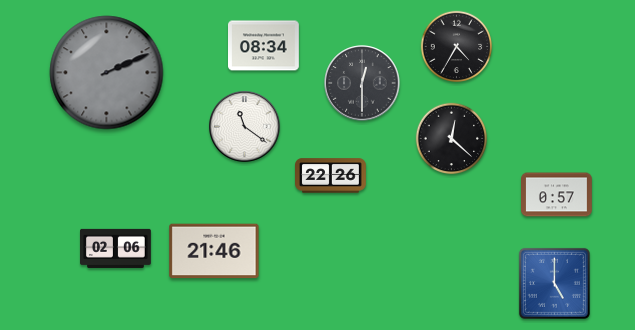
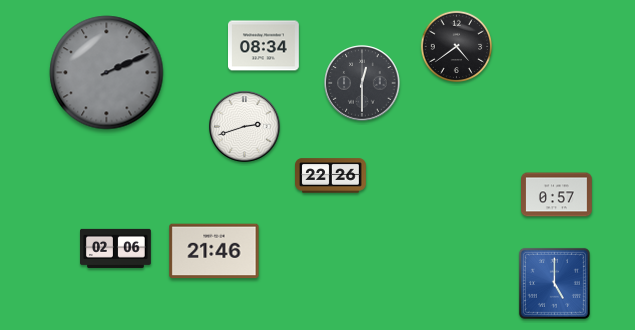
clock at (457, 47): 4:35 -> 4:39
clock at (245, 127): 11:21 -> 2:42
clock at (452, 139): 12:22 -> none
